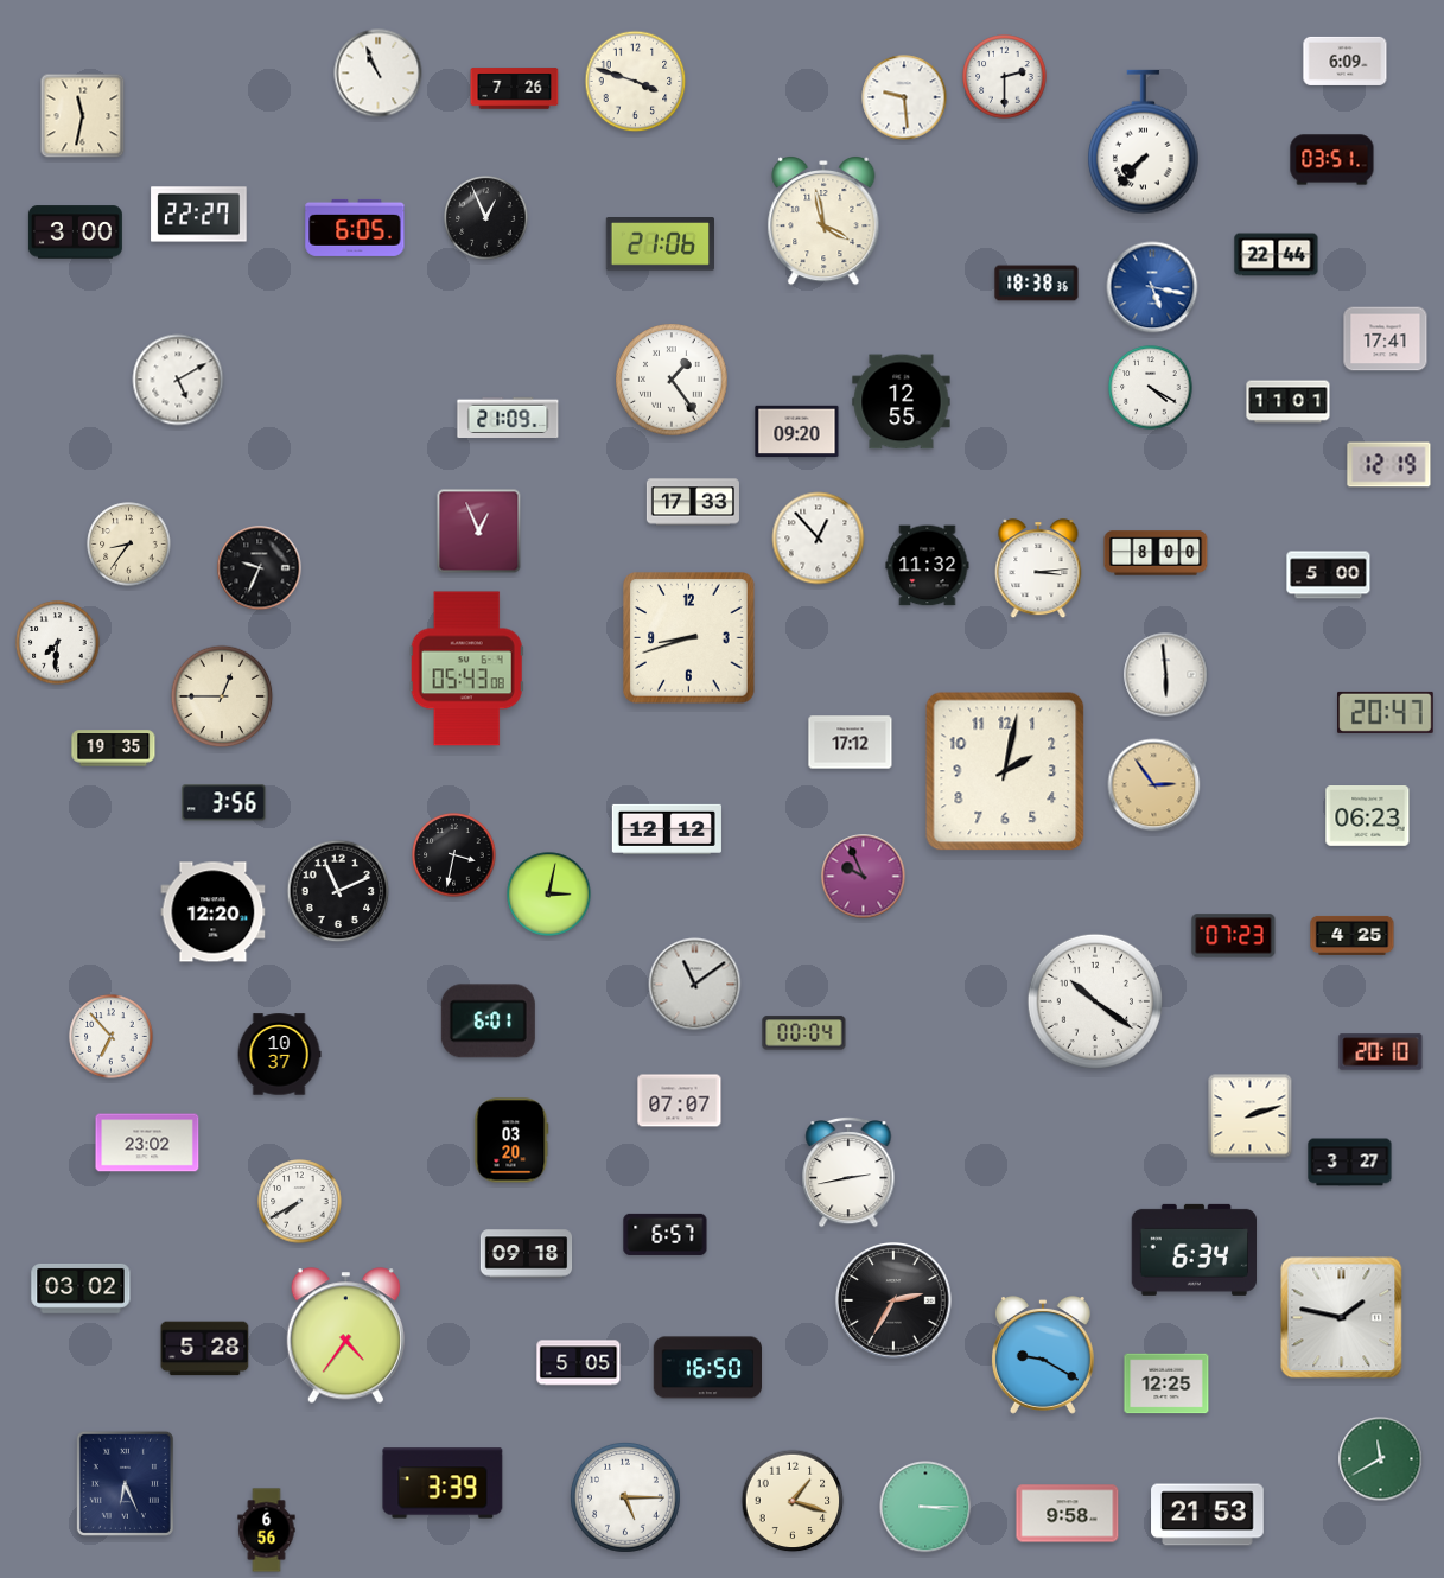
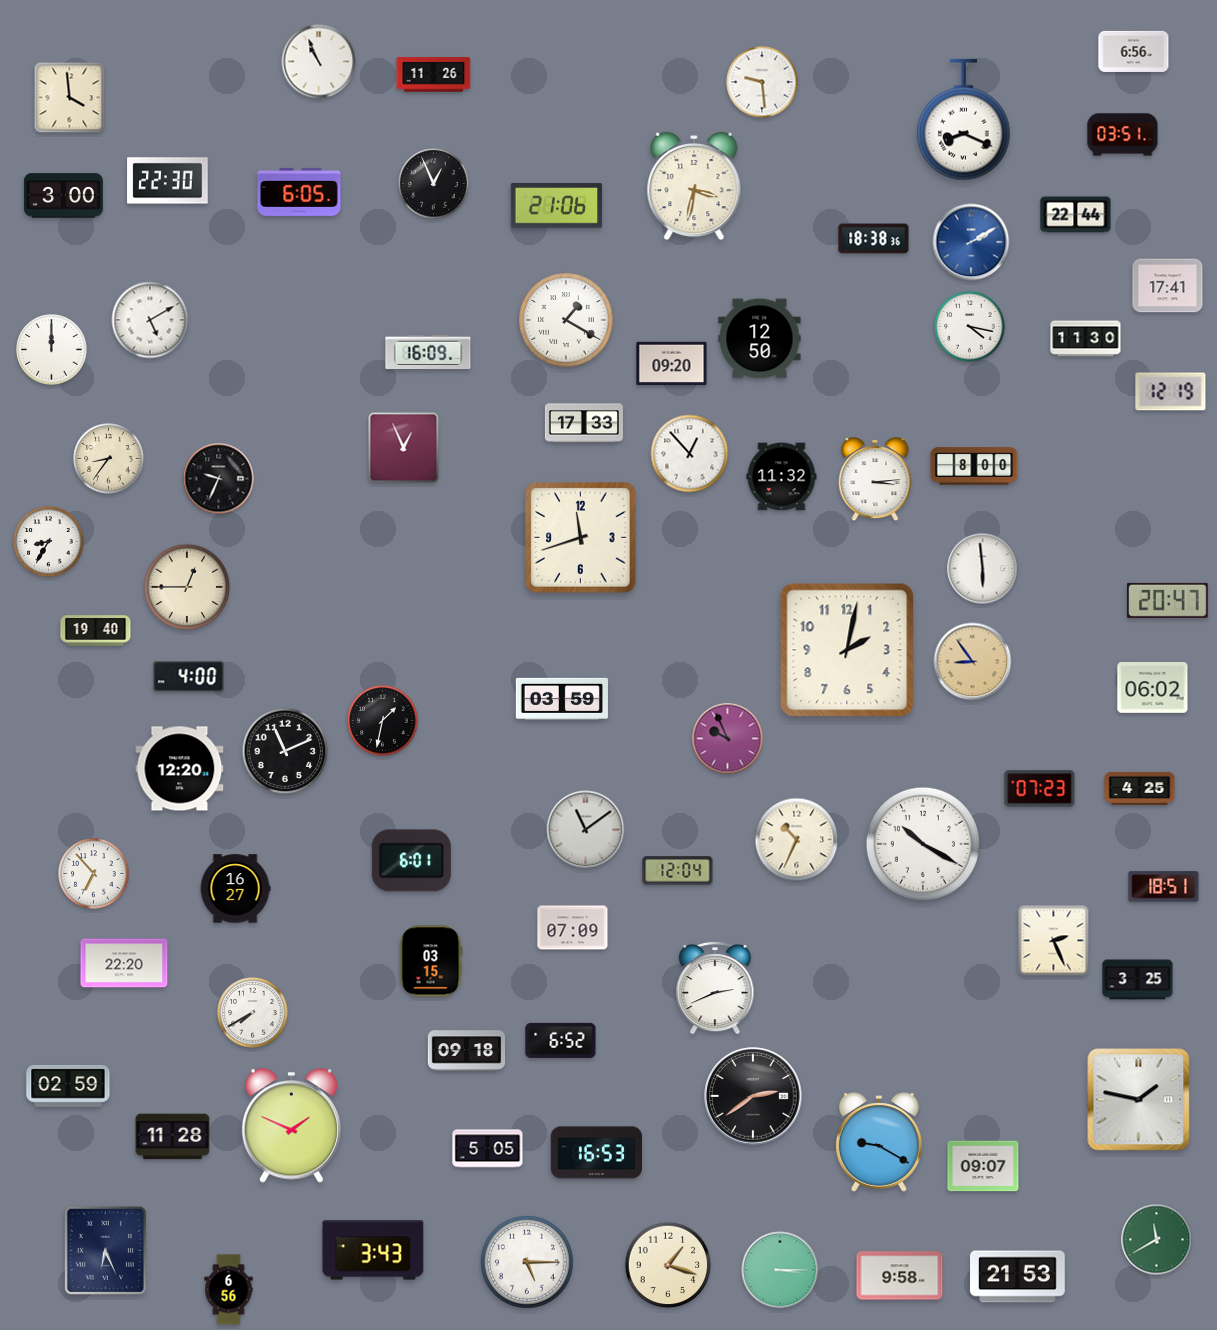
clock at (1346, 61): 6:09 -> 6:56
clock at (1005, 77): 2:30 -> none
clock at (636, 82): 3:48 -> none
clock at (515, 89): 7:26 -> 11:26
clock at (83, 116): 11:32 -> 3:59
clock at (1144, 142): 7:37 -> 8:19
clock at (199, 215): 22:27 -> 22:30
clock at (486, 218) position: (486, 218) -> (434, 184)
clock at (823, 221): 3:58 -> 3:32
clock at (1152, 287): 5:17 -> 2:10
clock at (672, 380): 1:24 -> 1:20
clock at (1151, 388): 4:20 -> 4:17
clock at (902, 402): 12:55 -> 12:50
clock at (1289, 402): 11:01 -> 11:30
clock at (52, 350): none -> 12:00
clock at (508, 418): 21:09 -> 16:09
clock at (1329, 575): 5:00 -> none
clock at (689, 638): 8:42 -> 11:42
clock at (58, 643): 7:31 -> 8:35
clock at (466, 669): 05:43 -> none
clock at (851, 743): 17:12 -> none
clock at (114, 749): 19:35 -> 19:40
clock at (1154, 785): 2:54 -> 8:54
clock at (224, 803): 3:56 -> 4:00
clock at (1368, 816): 06:23 -> 06:02
clock at (667, 829): 12:12 -> 03:59
clock at (454, 855): 3:32 -> 1:32
clock at (549, 895): 3:02 -> none
clock at (797, 840): none -> 10:34
clock at (1095, 1001): 10:21 -> 10:20
clock at (804, 1033): 00:04 -> 12:04
clock at (1381, 1052): 20:10 -> 18:51
clock at (279, 1055): 10:37 -> 16:27
clock at (680, 1101): 07:07 -> 07:09
clock at (1251, 1116): 2:12 -> 2:26
clock at (511, 1140): 03:20 -> 03:15
clock at (147, 1143): 23:02 -> 22:20
clock at (1350, 1163): 3:27 -> 3:25
clock at (848, 1172): 2:43 -> 2:41
clock at (666, 1234): 6:57 -> 6:52
clock at (1194, 1249): 6:34 -> none
clock at (527, 1254) position: (527, 1254) -> (467, 1051)
clock at (81, 1289): 03:02 -> 02:59
clock at (893, 1300): 2:35 -> 2:39
clock at (1342, 1318) position: (1342, 1318) -> (1139, 1100)
clock at (345, 1336): 4:36 -> 1:49
clock at (205, 1349): 5:28 -> 11:28
clock at (707, 1368): 16:50 -> 16:53
clock at (1166, 1383): 12:25 -> 09:07
clock at (1381, 1459) position: (1381, 1459) -> (1157, 1240)
clock at (443, 1483): 3:39 -> 3:43
clock at (267, 1531) position: (267, 1531) -> (229, 1290)
